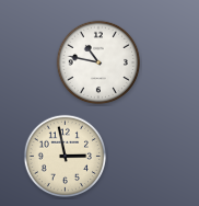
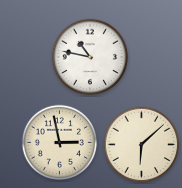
clock at (142, 145): none -> 6:08
